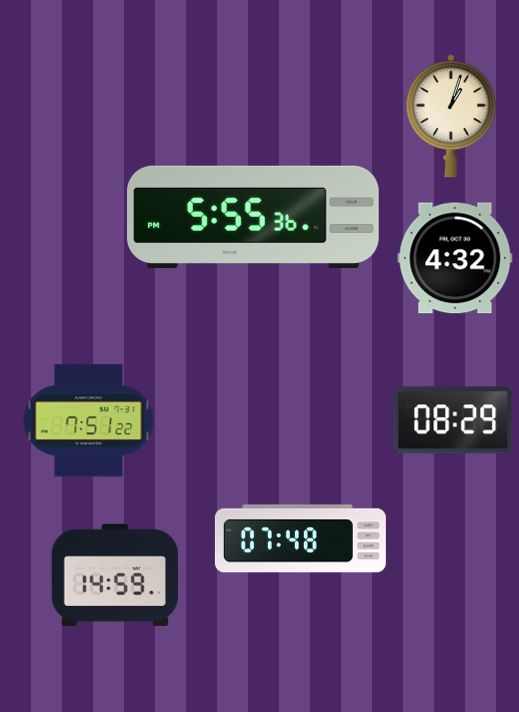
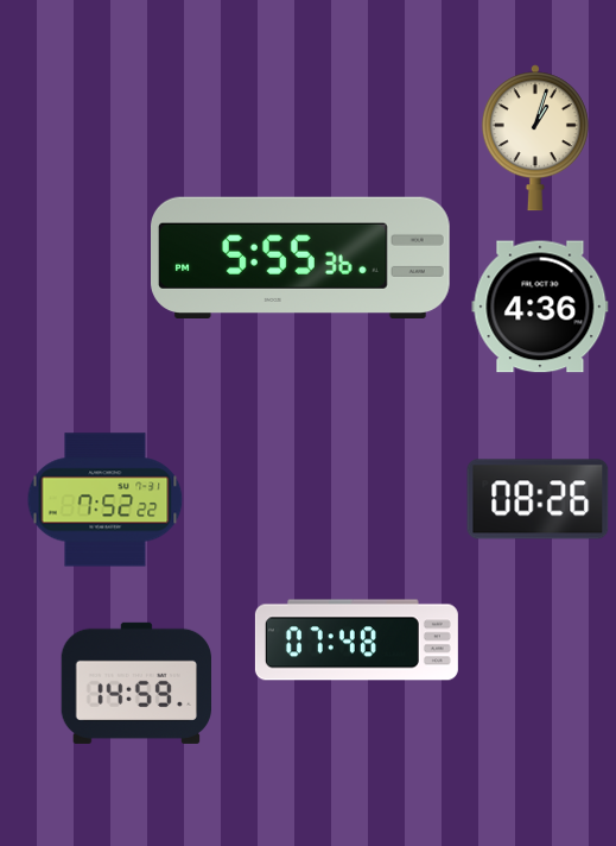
clock at (455, 258): 4:32 -> 4:36
clock at (453, 420): 08:29 -> 08:26
clock at (89, 421): 7:51 -> 7:52
